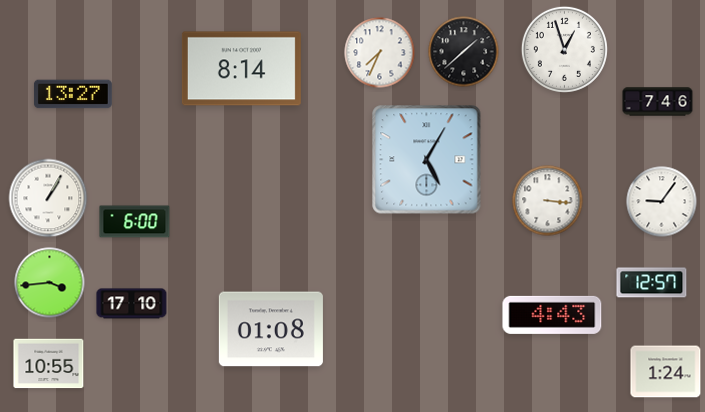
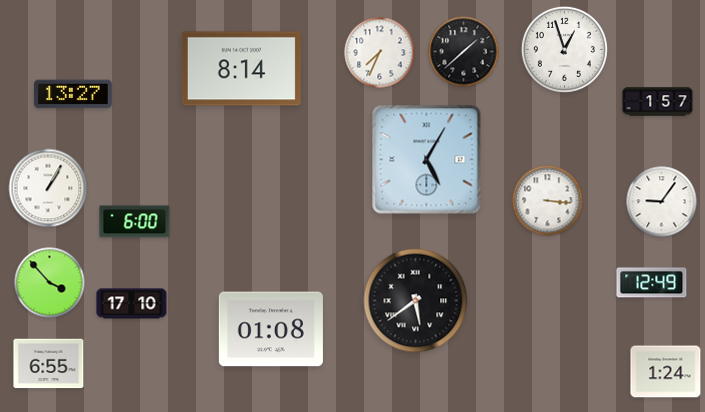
clock at (658, 102): 7:46 -> 1:57
clock at (48, 198) position: (48, 198) -> (48, 188)
clock at (50, 283): 3:44 -> 3:53
clock at (652, 283): 12:57 -> 12:49
clock at (416, 301): none -> 5:39
clock at (552, 315): 4:43 -> none
clock at (49, 364): 10:55 -> 6:55
